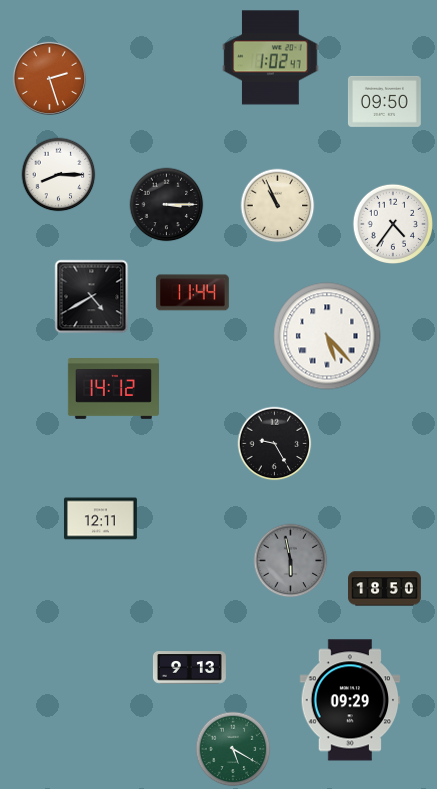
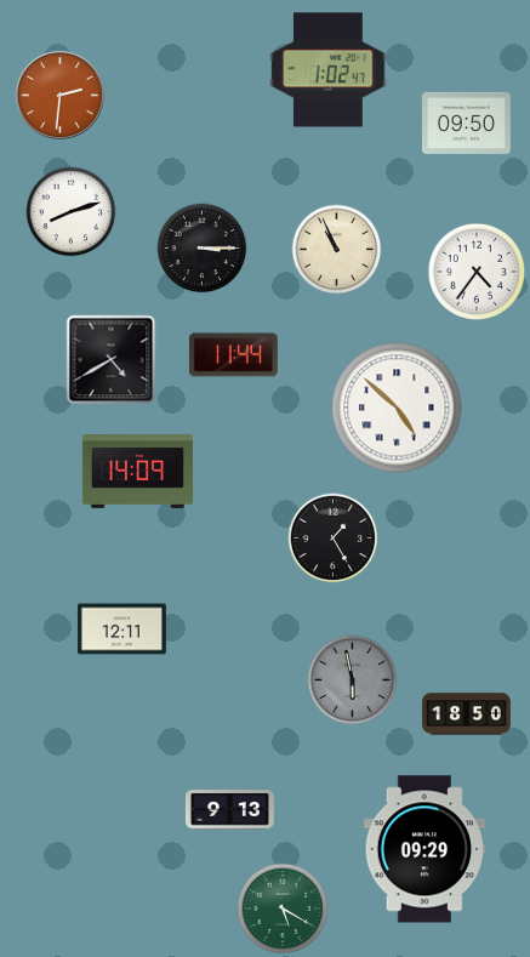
clock at (49, 78): 2:27 -> 2:31
clock at (59, 175): 8:15 -> 8:12
clock at (327, 336): 5:23 -> 4:52
clock at (113, 389): 14:12 -> 14:09
clock at (275, 444): 9:25 -> 1:25
